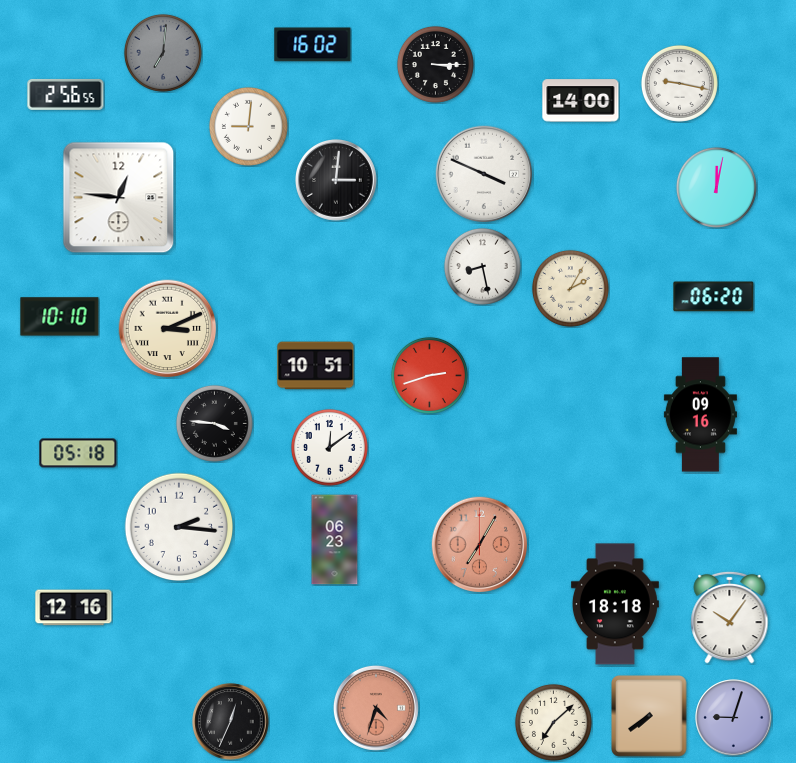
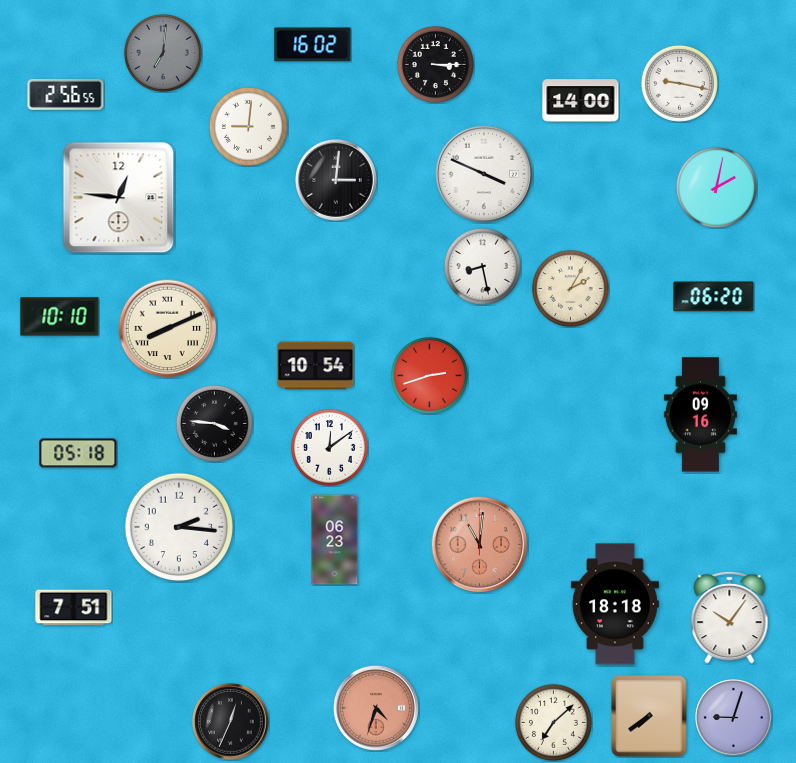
clock at (716, 187): 12:02 -> 2:02
clock at (168, 329): 3:11 -> 8:11
clock at (316, 366): 10:51 -> 10:54
clock at (480, 545): 7:05 -> 11:01
clock at (74, 608): 12:16 -> 7:51
